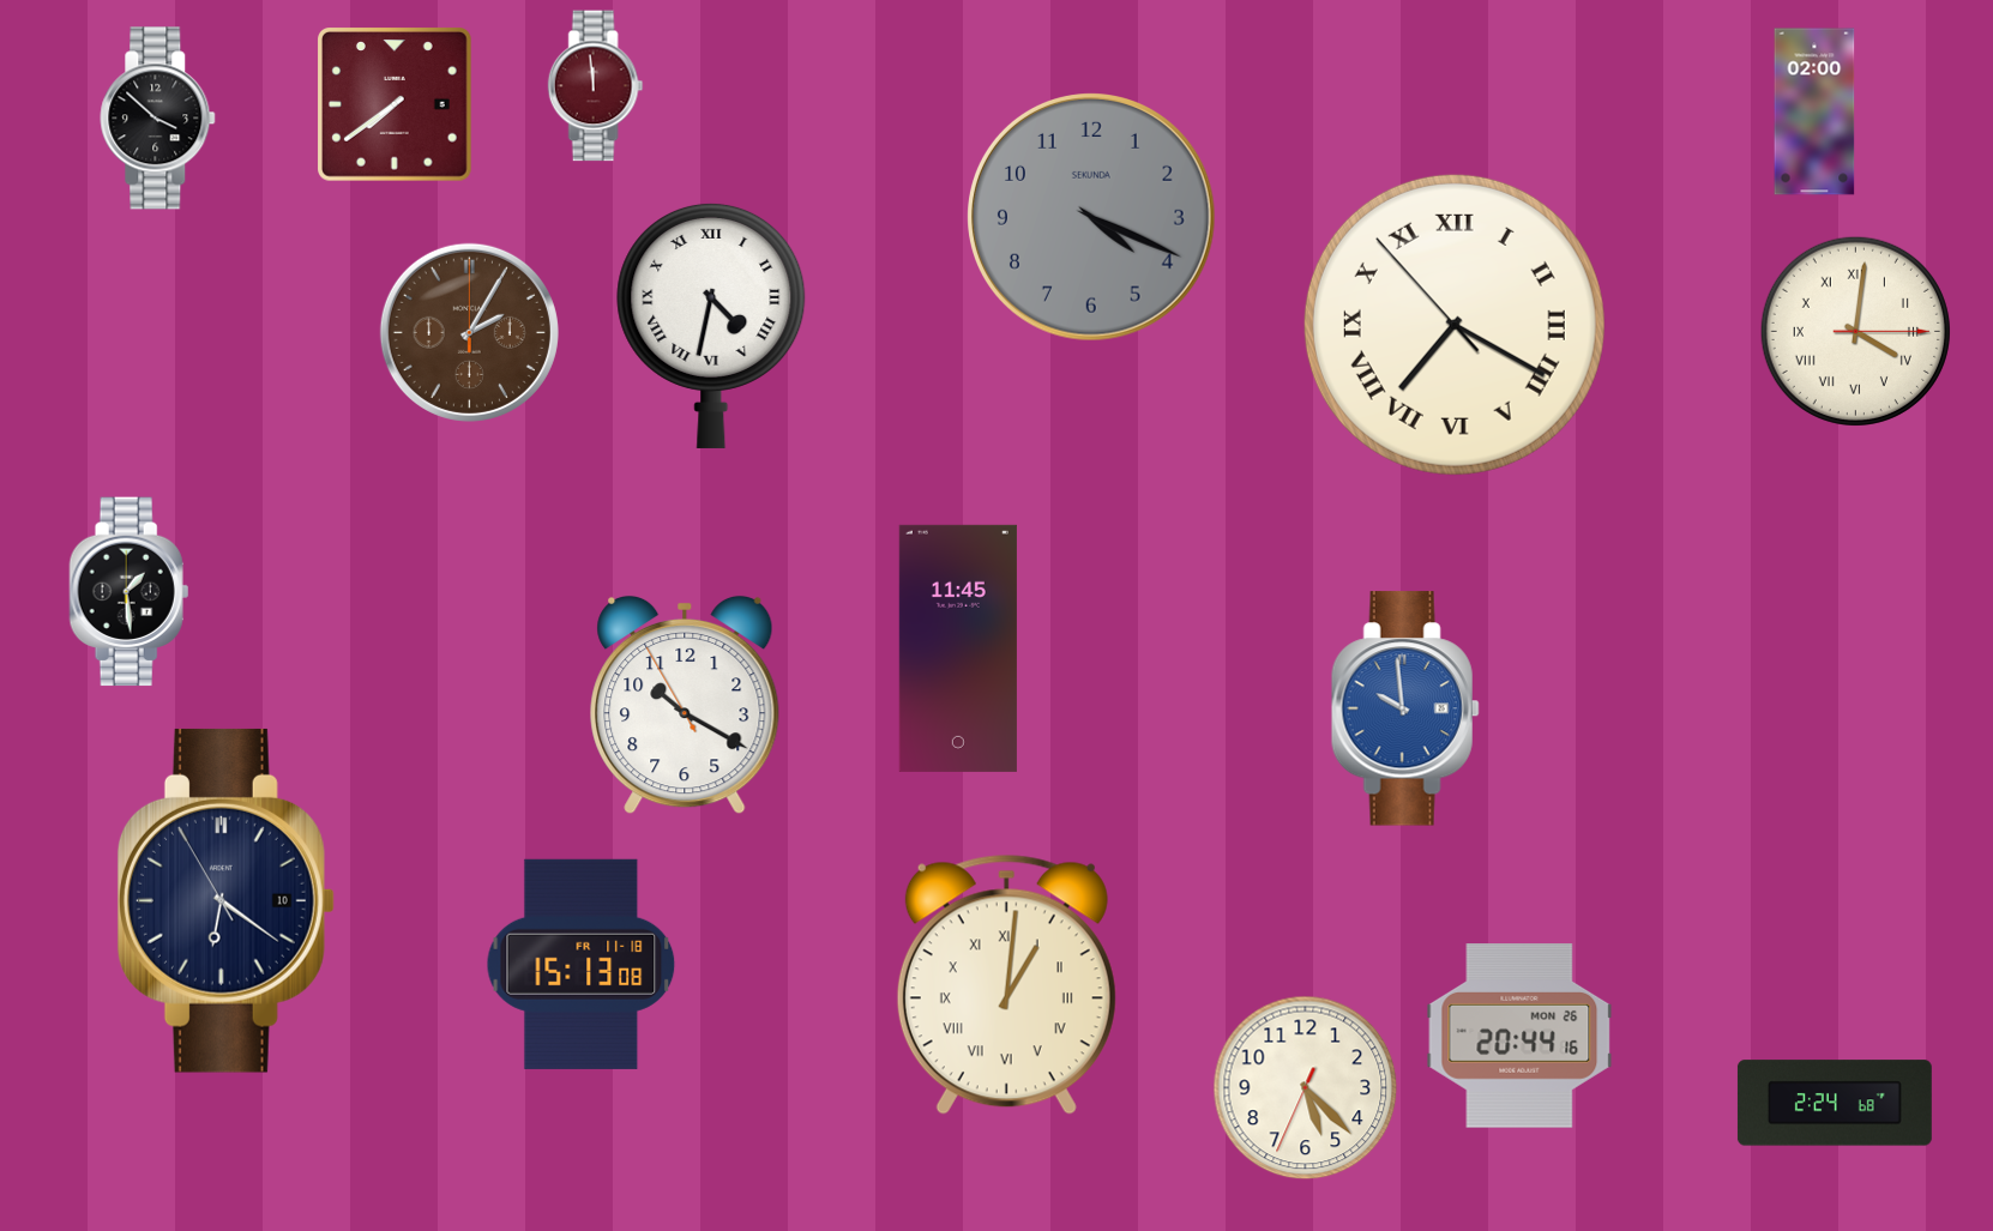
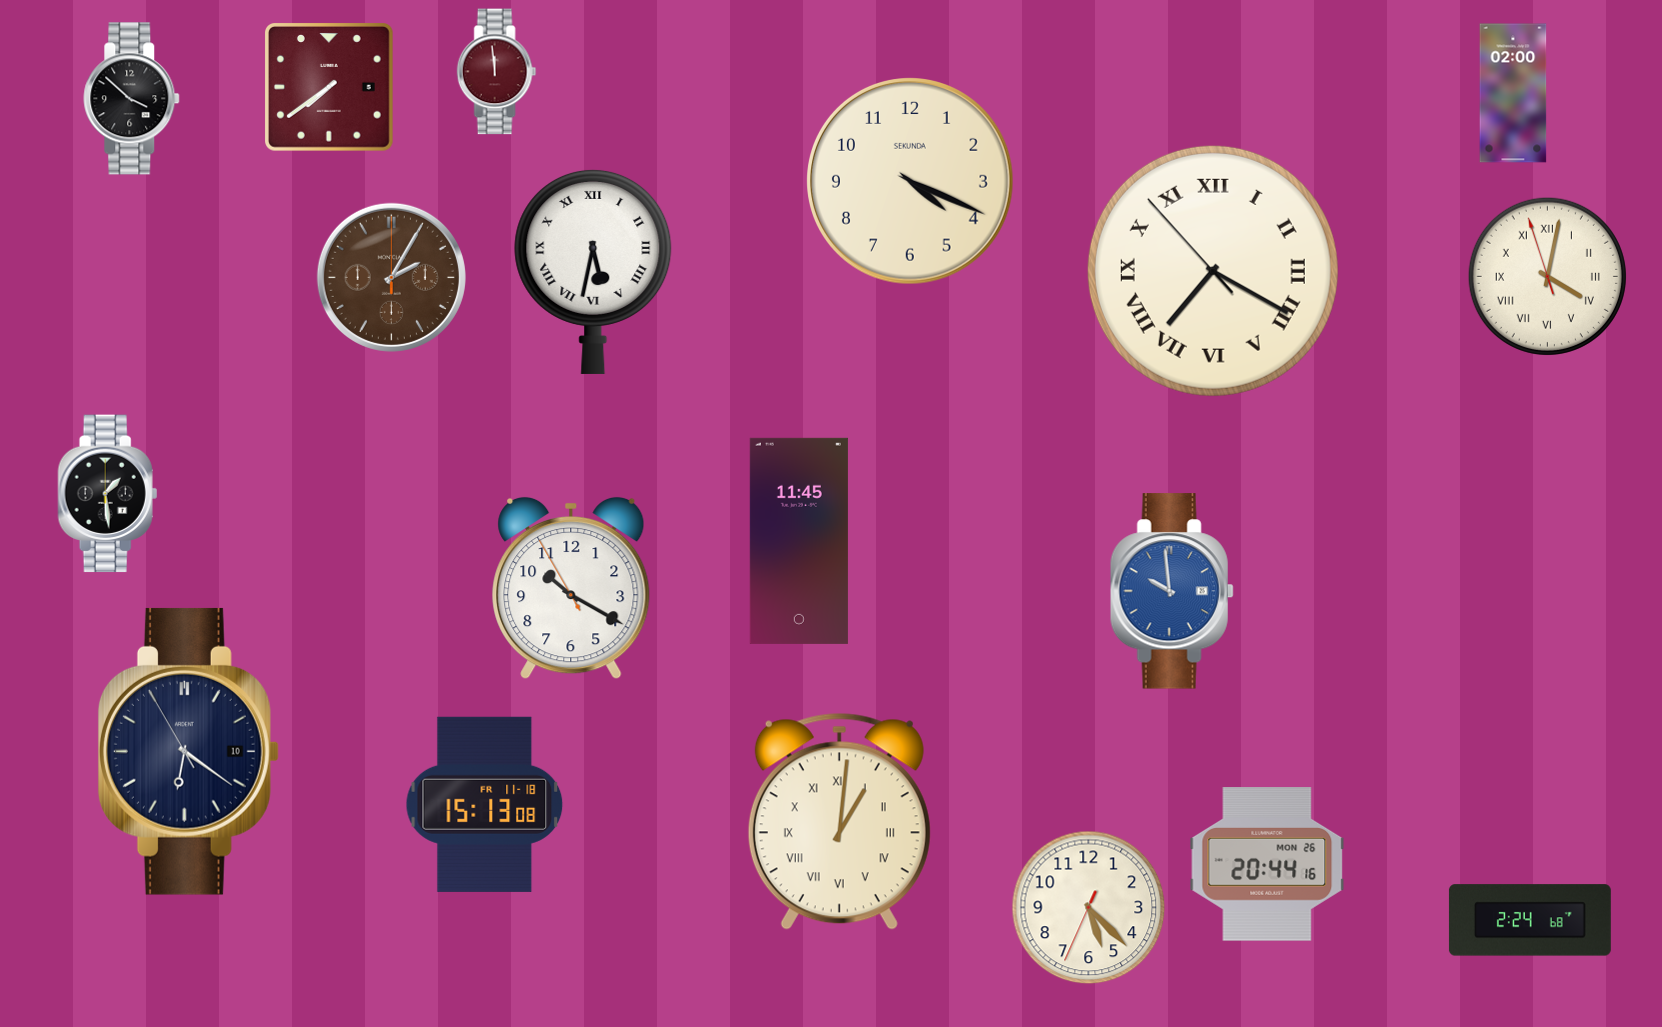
clock at (1092, 218) dial: grey -> cream
clock at (711, 325): 4:32 -> 5:32
clock at (1855, 331): 4:01:15 -> 4:01:57
